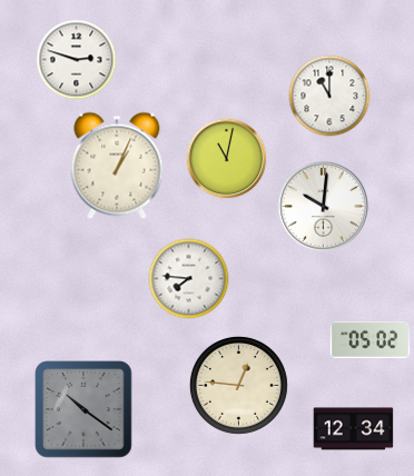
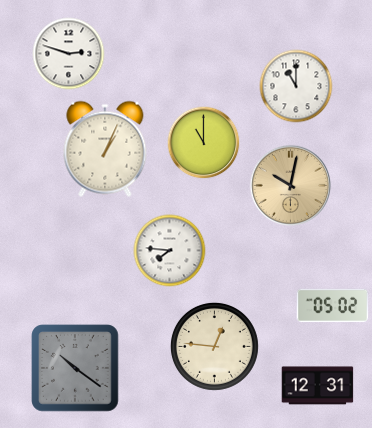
clock at (227, 159): 11:02 -> 11:00
clock at (323, 206): 10:01 -> 10:02
clock at (323, 206) dial: white -> champagne
clock at (354, 429): 12:34 -> 12:31
